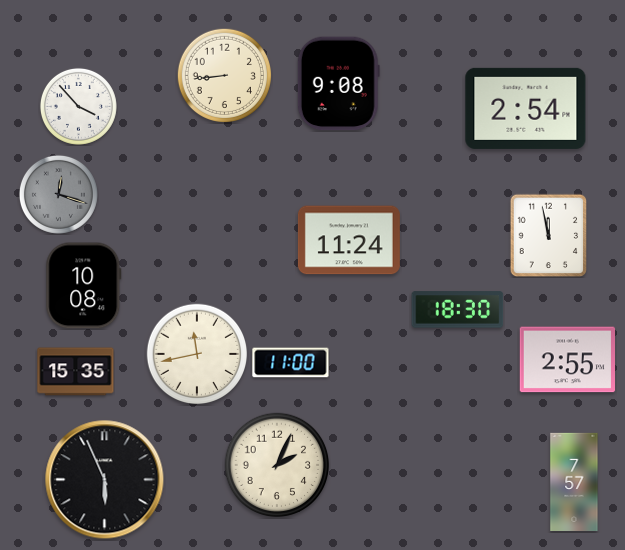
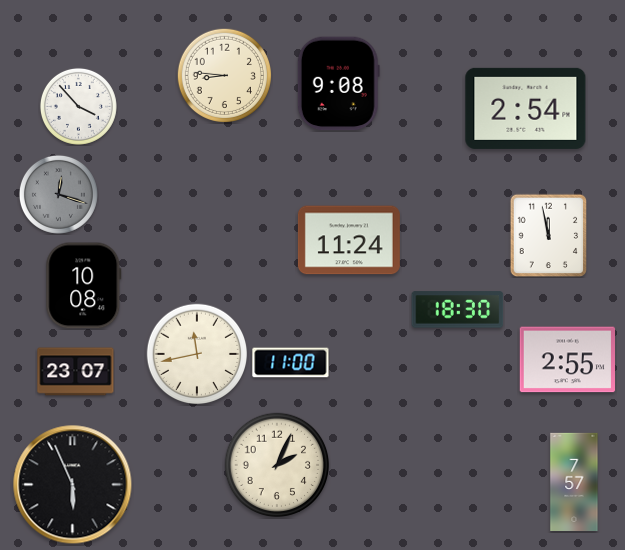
clock at (224, 75): 8:44 -> 8:46
clock at (76, 372): 15:35 -> 23:07
clock at (105, 480) position: (105, 480) -> (73, 485)
